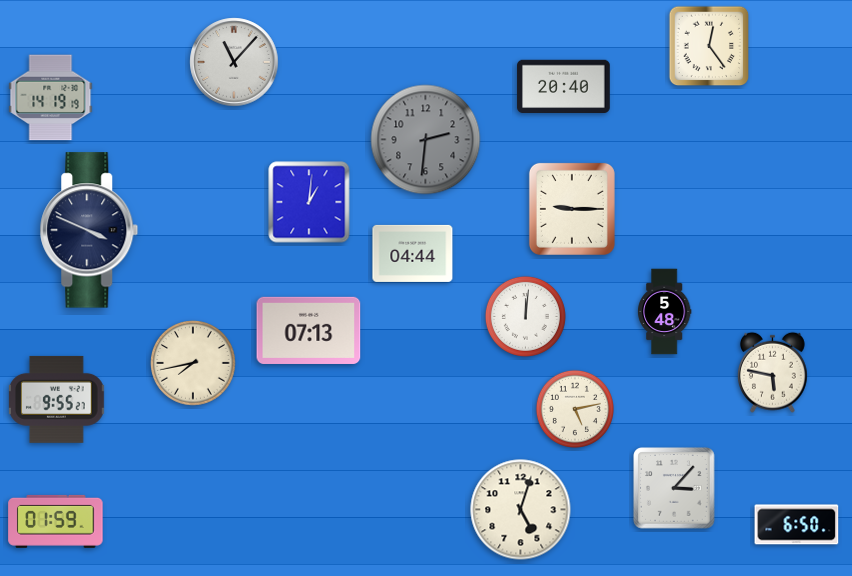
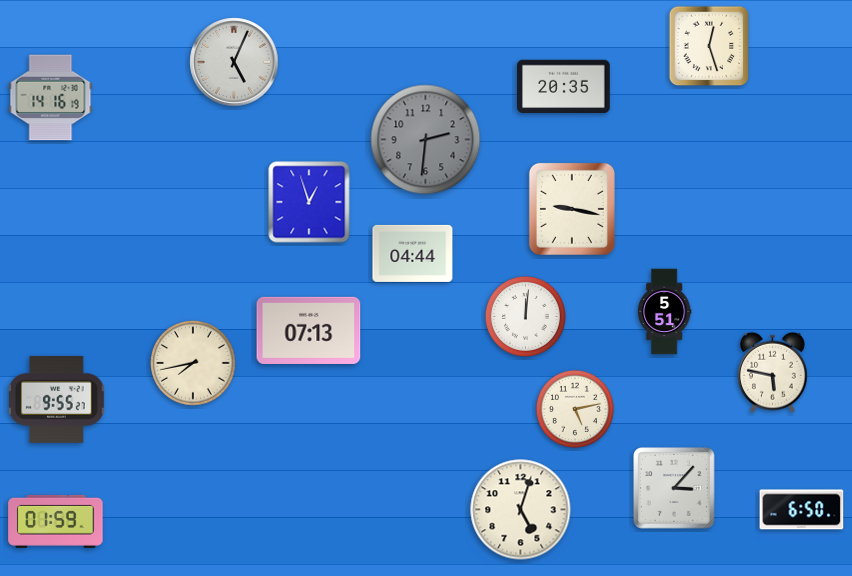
clock at (709, 46): 12:24 -> 12:27
clock at (234, 62): 11:07 -> 5:04
clock at (564, 87): 20:40 -> 20:35
clock at (51, 98): 14:19 -> 14:16
clock at (309, 202): 1:01 -> 12:57
clock at (572, 209): 9:15 -> 9:17
clock at (89, 230): 3:49 -> none
clock at (664, 312): 5:48 -> 5:51
clock at (797, 525) position: (797, 525) -> (802, 510)
